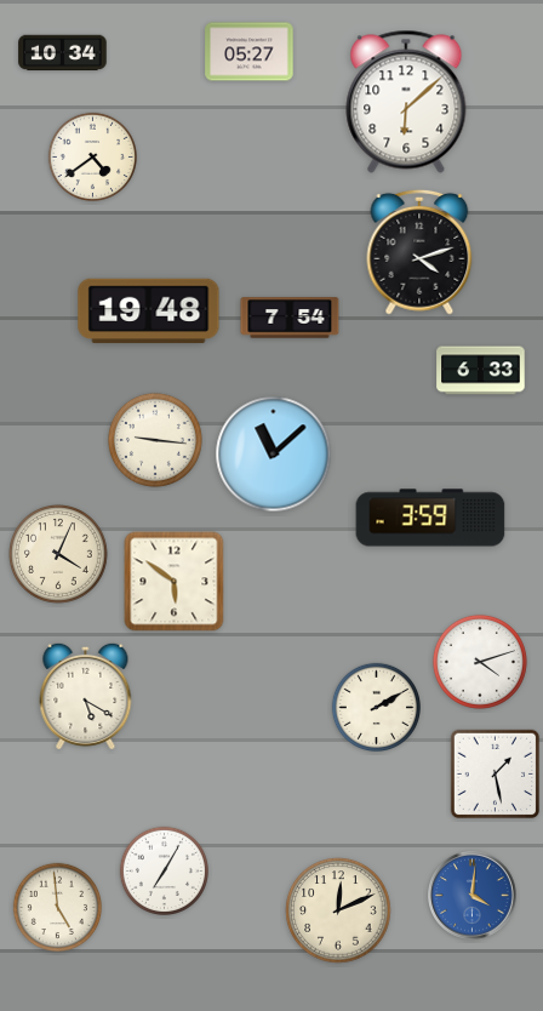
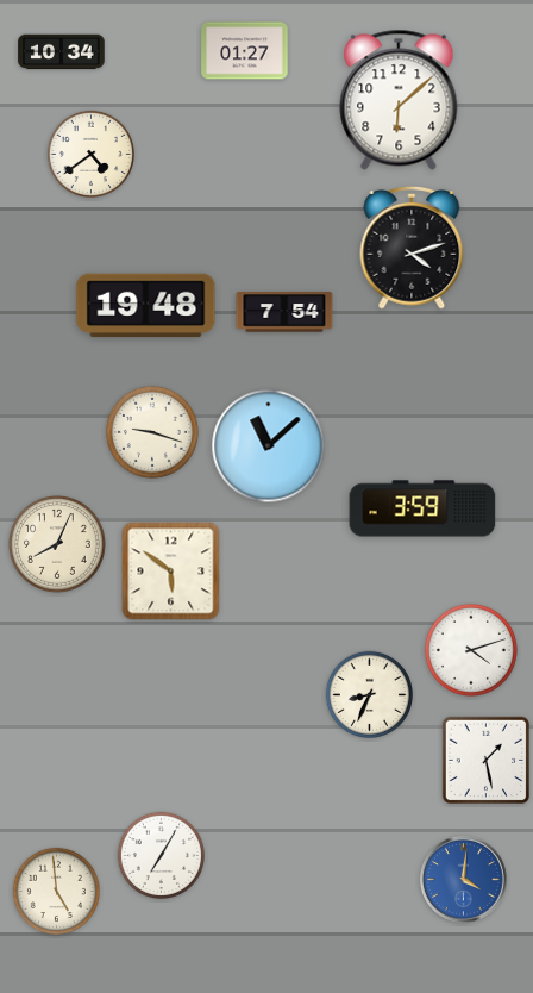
clock at (250, 52): 05:27 -> 01:27
clock at (481, 371): 6:33 -> none
clock at (155, 440): 9:16 -> 9:18
clock at (59, 555): 4:04 -> 8:04
clock at (86, 695): 5:20 -> none
clock at (376, 707): 2:10 -> 8:34
clock at (338, 910): 12:11 -> none
